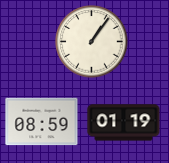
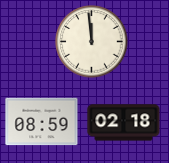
clock at (92, 42): 1:06 -> 11:59
clock at (124, 123): 01:19 -> 02:18
